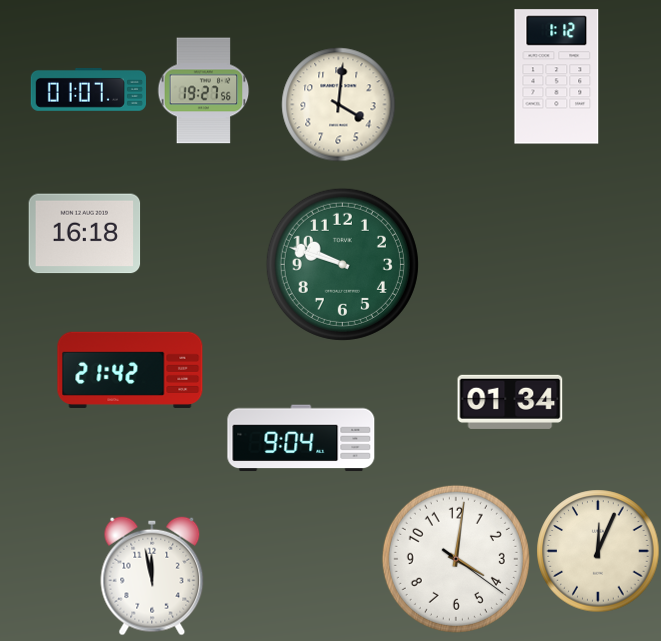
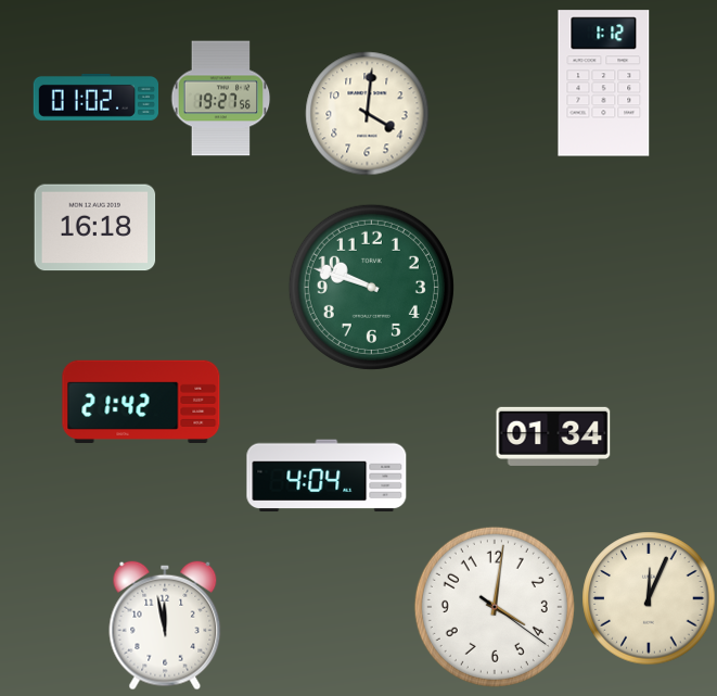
clock at (88, 89): 01:07 -> 01:02
clock at (85, 234) position: (85, 234) -> (95, 228)
clock at (301, 438): 9:04 -> 4:04
